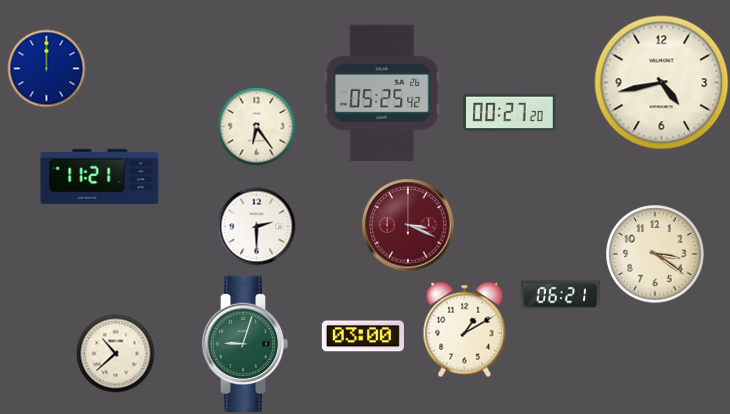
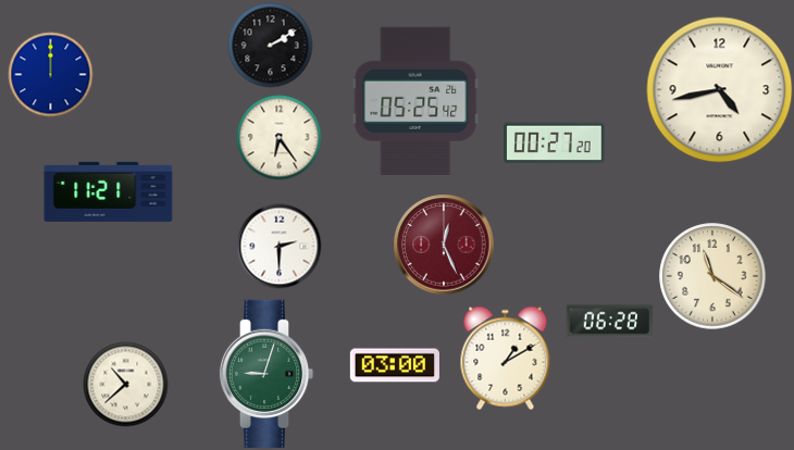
clock at (270, 45): none -> 2:10
clock at (510, 113) position: (510, 113) -> (555, 143)
clock at (408, 225): 3:19 -> 12:26
clock at (655, 254): 3:21 -> 11:21
clock at (560, 296): 06:21 -> 06:28
